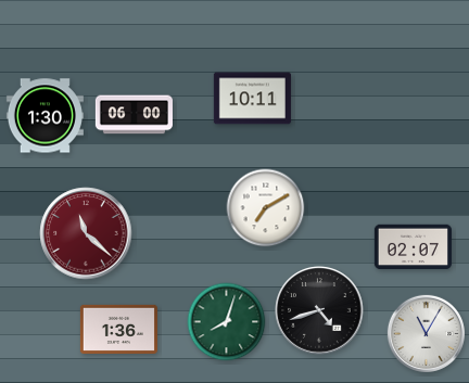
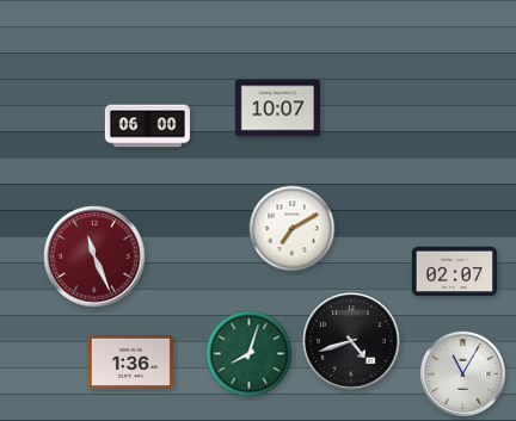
clock at (252, 99): 10:11 -> 10:07
clock at (45, 116): 1:30 -> none
clock at (86, 233): 11:22 -> 11:26
clock at (426, 333) position: (426, 333) -> (462, 373)
